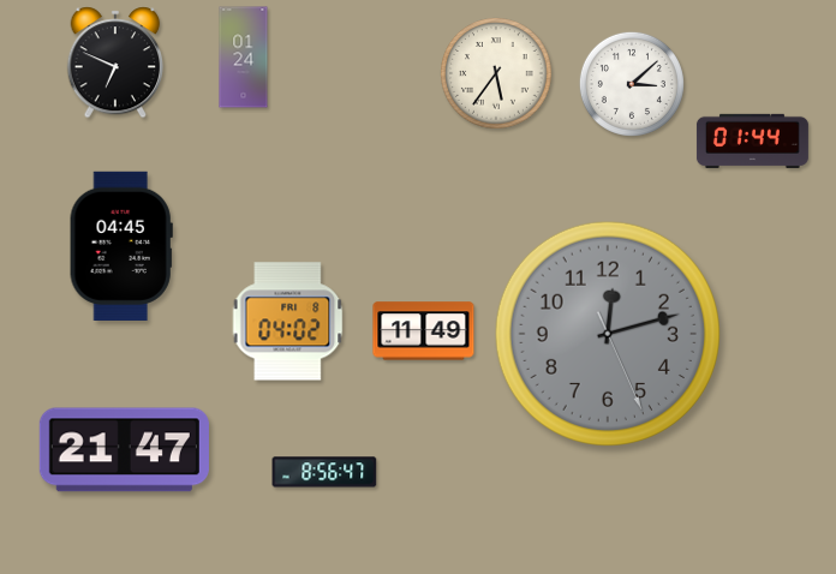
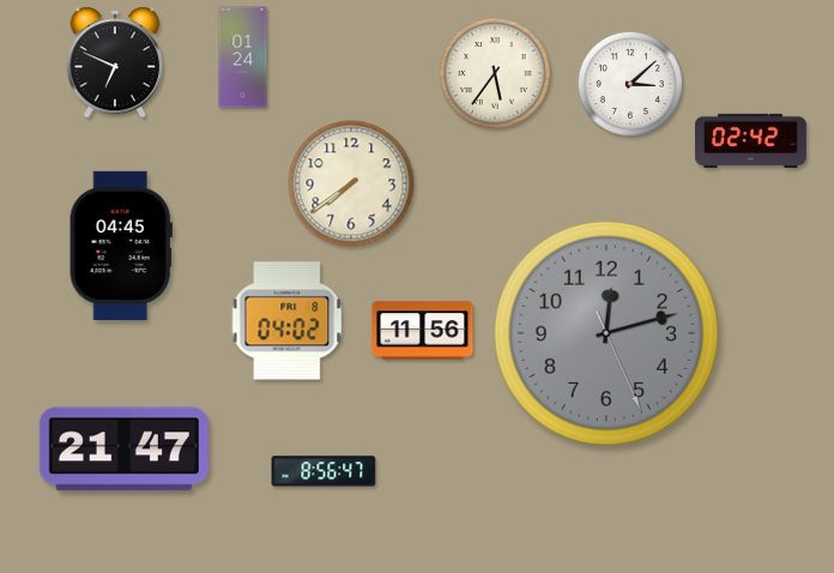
clock at (752, 140): 01:44 -> 02:42
clock at (351, 183): none -> 7:39
clock at (424, 331): 11:49 -> 11:56
